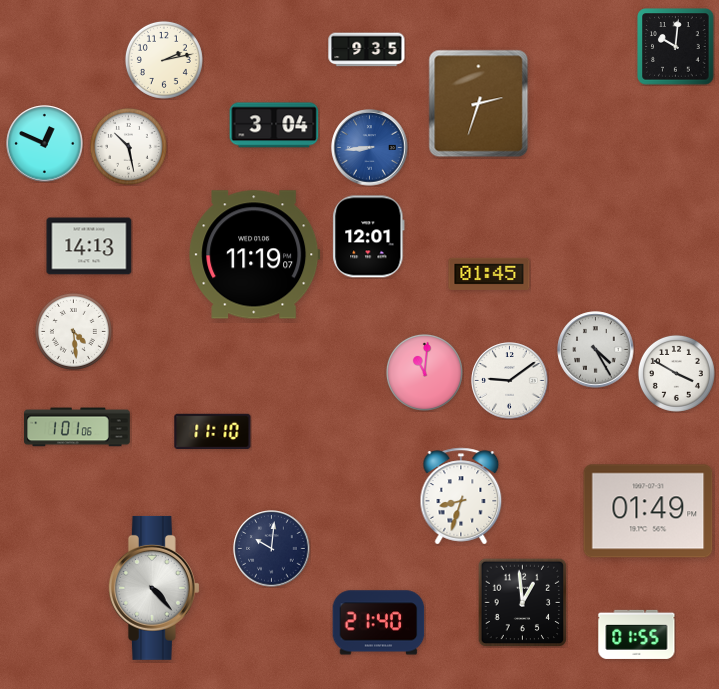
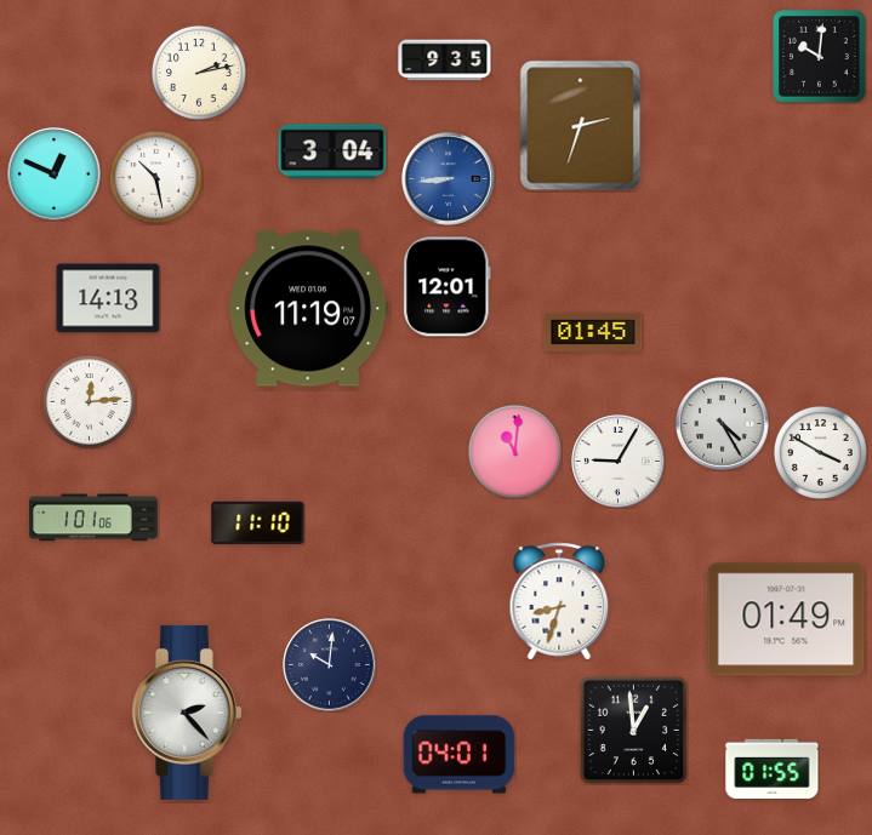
clock at (73, 331): 4:29 -> 12:14
clock at (510, 381): 9:09 -> 9:05
clock at (154, 588): 4:23 -> 2:23
clock at (379, 623): 21:40 -> 04:01
